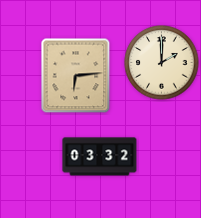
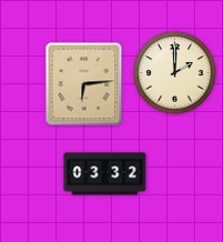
clock at (162, 63) position: (162, 63) -> (175, 73)
clock at (100, 157) position: (100, 157) -> (105, 174)
